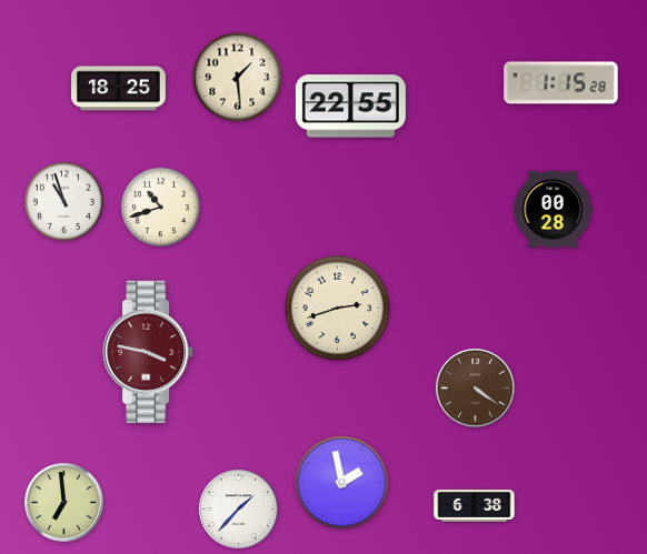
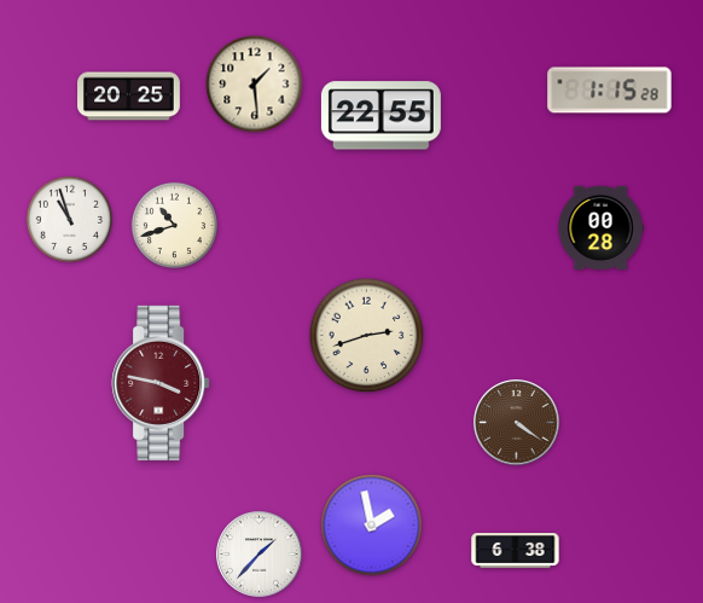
clock at (238, 78) position: (238, 78) -> (255, 85)
clock at (119, 89): 18:25 -> 20:25
clock at (64, 503): 6:59 -> none
